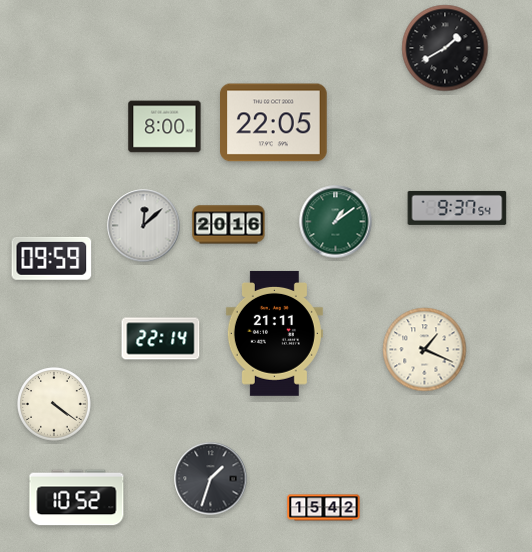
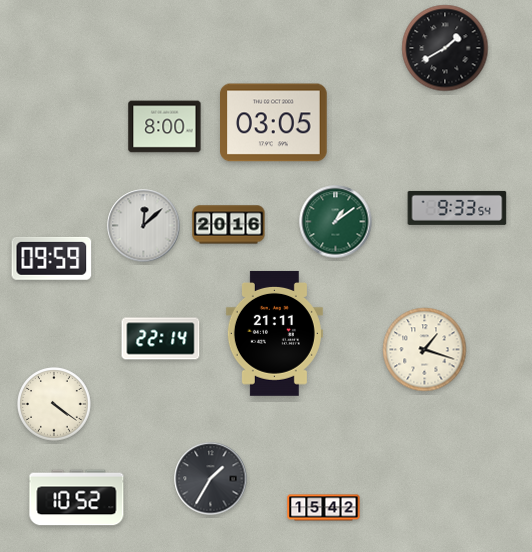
clock at (274, 123): 22:05 -> 03:05
clock at (457, 208): 9:37 -> 9:33
clock at (425, 350): 1:19 -> 1:18
clock at (211, 479): 1:33 -> 1:35
